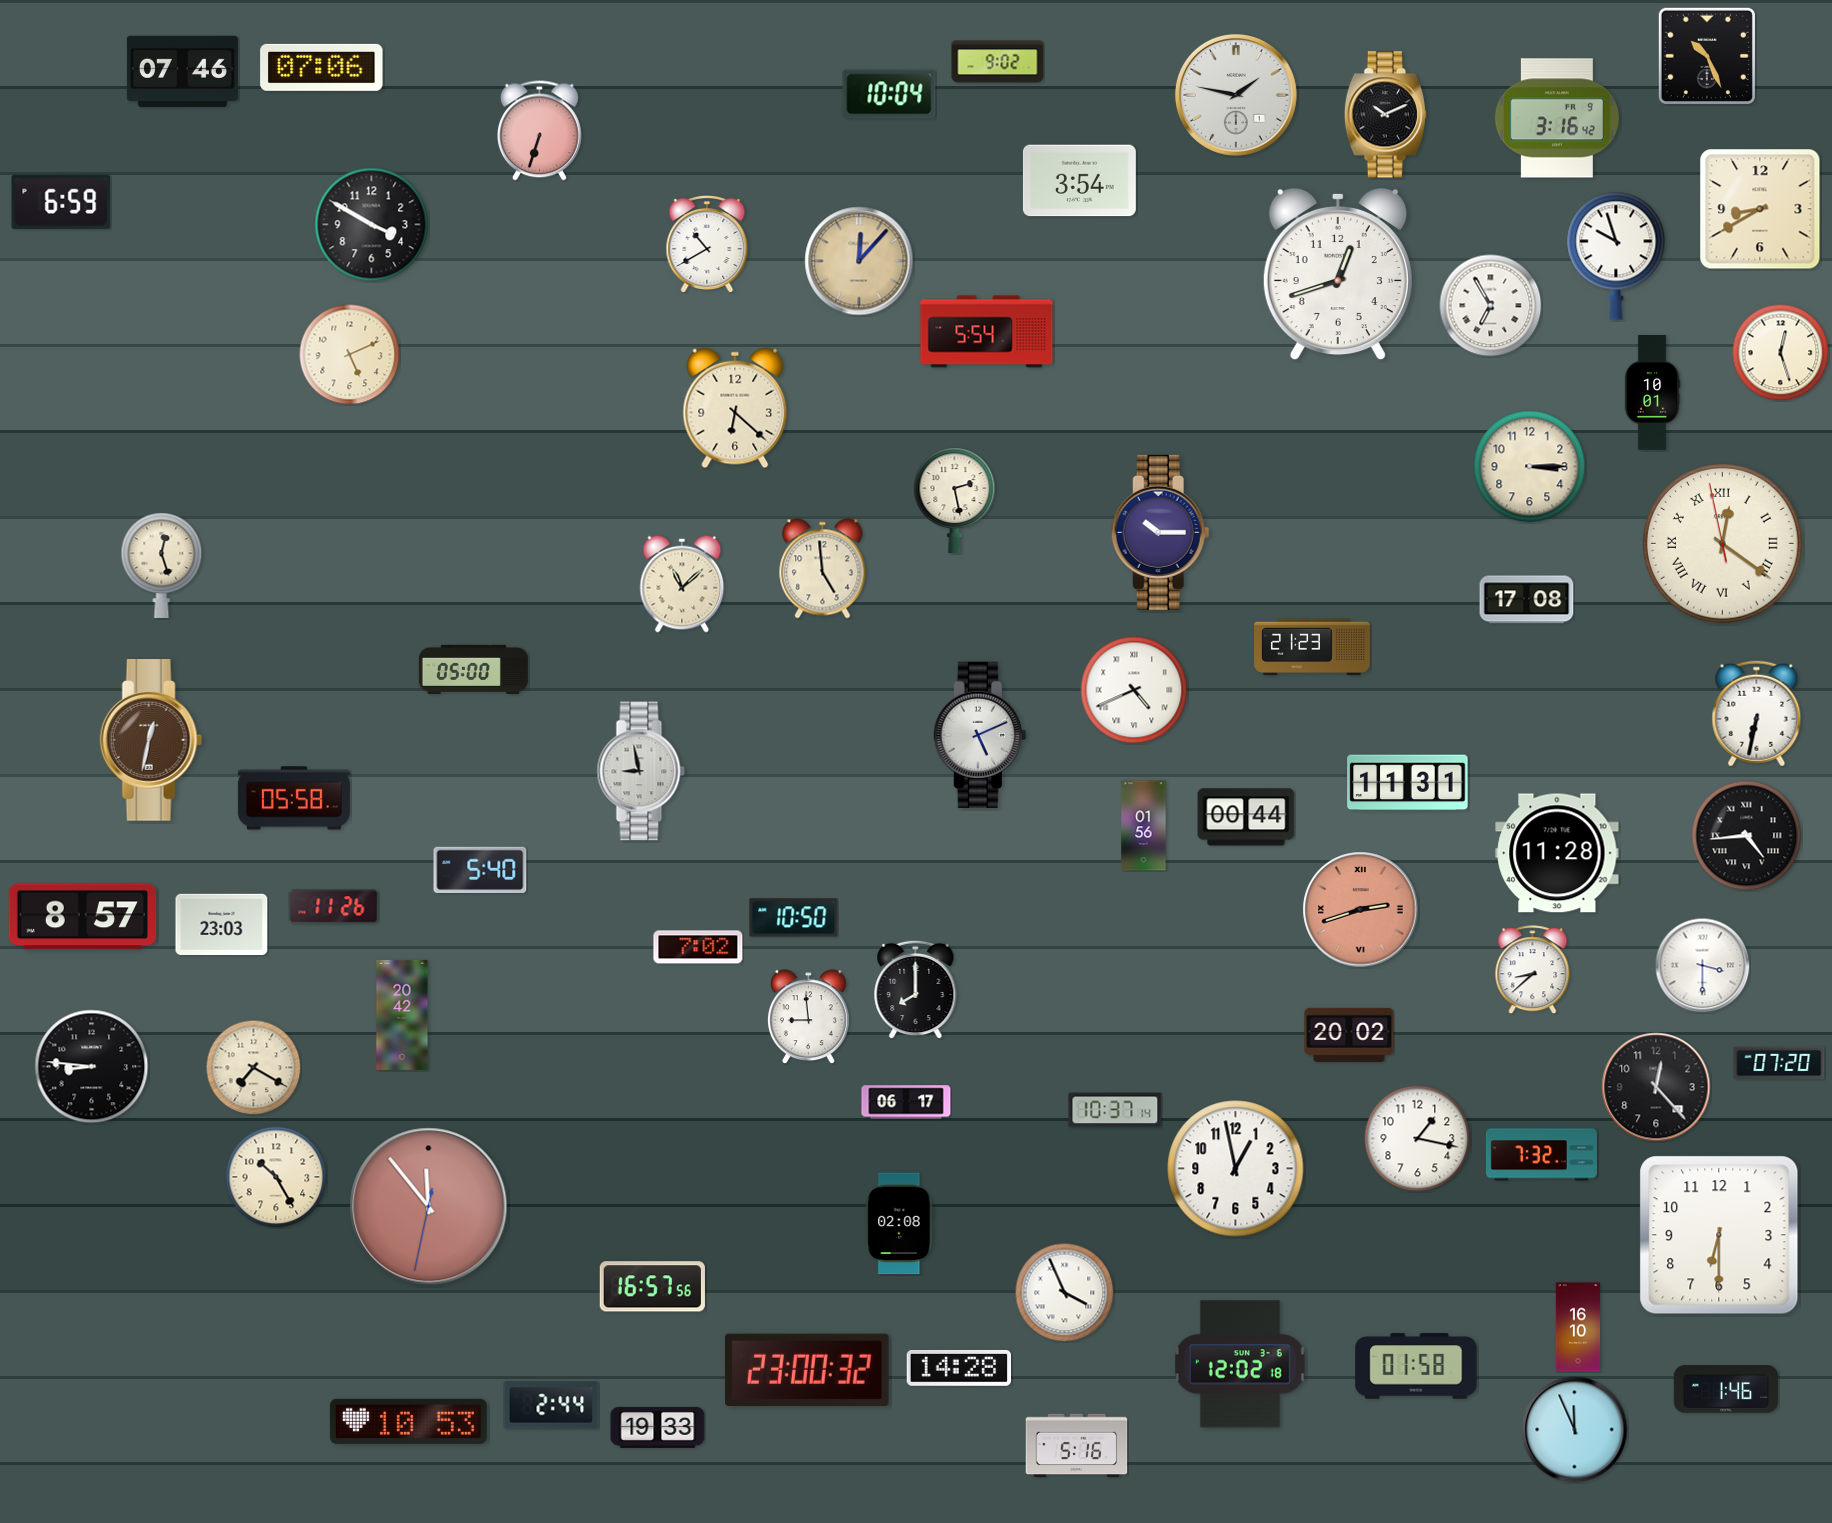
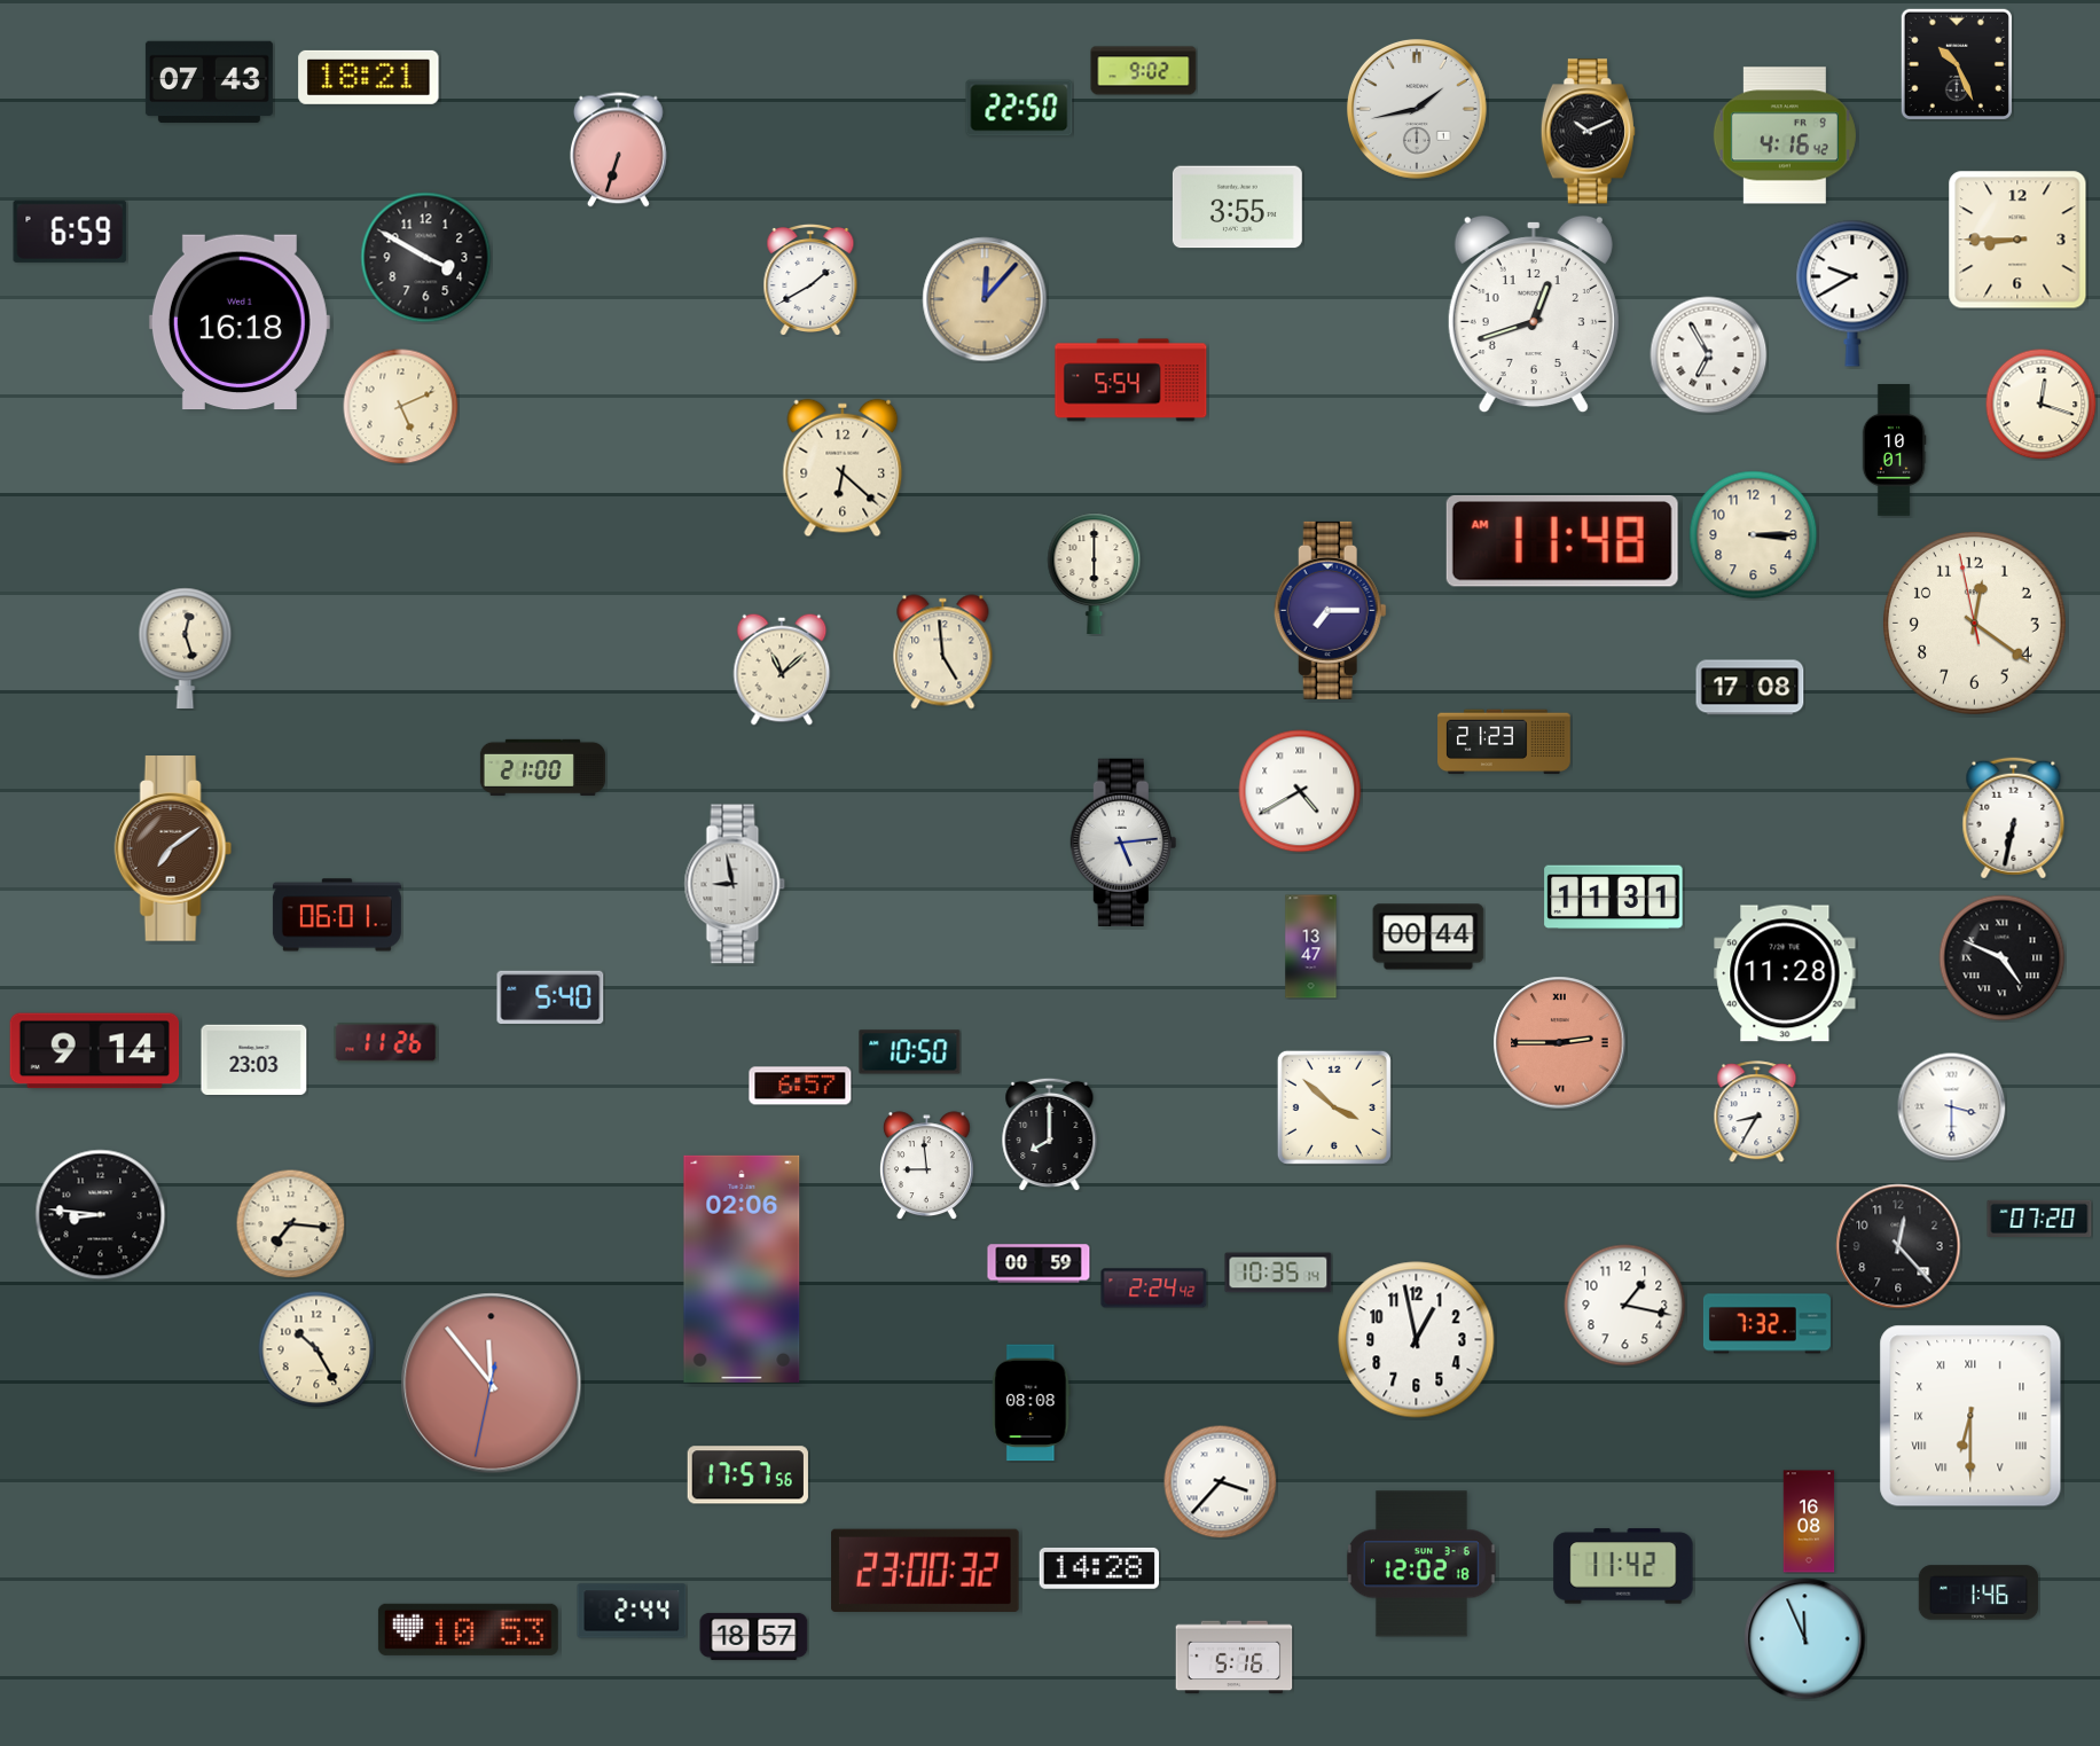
clock at (322, 67): 07:06 -> 18:21
clock at (182, 72): 07:46 -> 07:43
clock at (889, 94): 10:04 -> 22:50
clock at (1236, 95): 1:47 -> 1:43
clock at (1557, 118): 3:16 -> 4:16
clock at (1079, 181): 3:54 -> 3:55
clock at (1760, 209): 8:40 -> 8:45
clock at (707, 243): 10:40 -> 1:40
clock at (1616, 256): 9:57 -> 9:40
clock at (240, 322): none -> 16:18
clock at (1491, 306) position: (1491, 306) -> (1709, 355)
clock at (1780, 352): 12:27 -> 12:18
clock at (1562, 541): none -> 11:48
clock at (955, 500): 2:28 -> 6:00
clock at (1160, 532): 10:15 -> 7:15
clock at (1723, 544) numerals: Roman -> Arabic
clock at (473, 669): 05:00 -> 21:00
clock at (1134, 690): 4:41 -> 4:40
clock at (980, 735): 5:11 -> 5:14
clock at (151, 741): 12:32 -> 7:09
clock at (294, 798): 05:58 -> 06:01
clock at (1144, 826): 01:56 -> 13:47
clock at (1747, 836): 4:44 -> 4:49
clock at (1557, 853) position: (1557, 853) -> (1785, 973)
clock at (334, 907) position: (334, 907) -> (386, 1043)
clock at (1361, 910): 2:42 -> 2:45
clock at (83, 917): 8:57 -> 9:14
clock at (698, 947): 7:02 -> 6:57
clock at (1334, 1107): none -> 3:52
clock at (1533, 970): 8:38 -> 8:35
clock at (402, 1015): 20:42 -> none
clock at (1349, 1035): 20:02 -> none
clock at (92, 1067) position: (92, 1067) -> (101, 1215)
clock at (253, 1067): 7:20 -> 7:16
clock at (906, 1102): 06:17 -> 00:59
clock at (742, 1269): none -> 02:06
clock at (1115, 1110): 10:37 -> 10:35
clock at (1154, 1289): none -> 2:24
clock at (900, 1224): 02:08 -> 08:08
clock at (1719, 1235) numerals: Arabic -> Roman
clock at (652, 1287): 16:57 -> 17:57
clock at (1065, 1293): 3:56 -> 3:37
clock at (1578, 1327): 16:10 -> 16:08
clock at (1416, 1366): 01:58 -> 11:42
clock at (658, 1427): 19:33 -> 18:57
